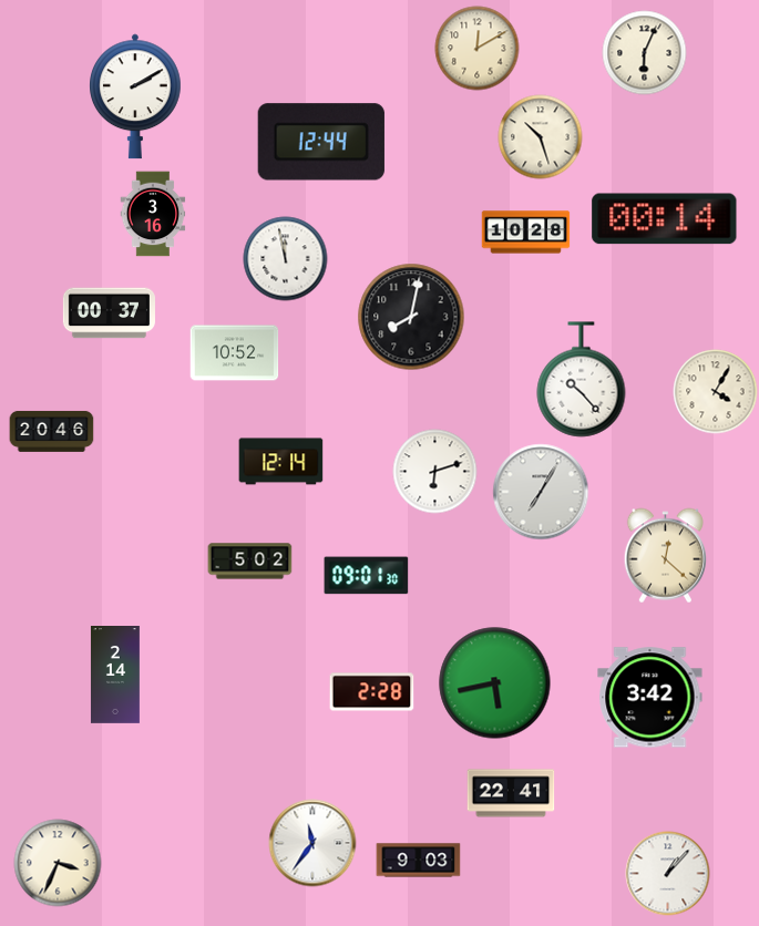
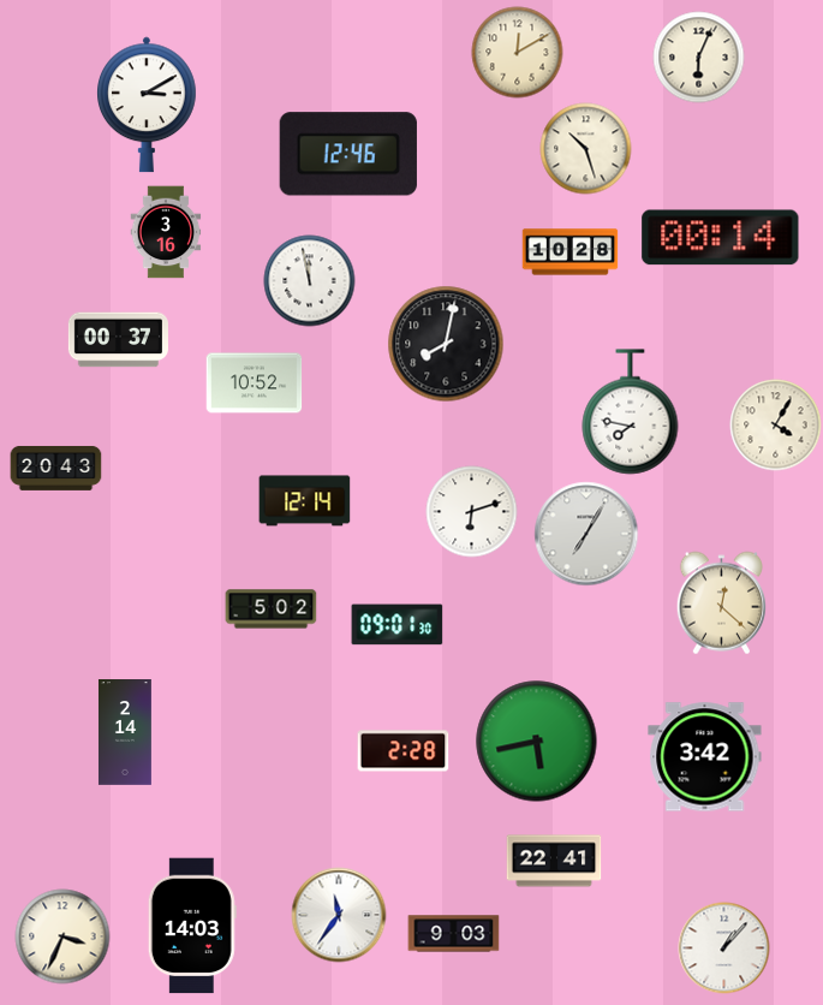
clock at (136, 96): 2:10 -> 3:10
clock at (321, 142): 12:44 -> 12:46
clock at (582, 380): 10:23 -> 7:47
clock at (52, 432): 20:46 -> 20:43
clock at (192, 926): none -> 14:03
